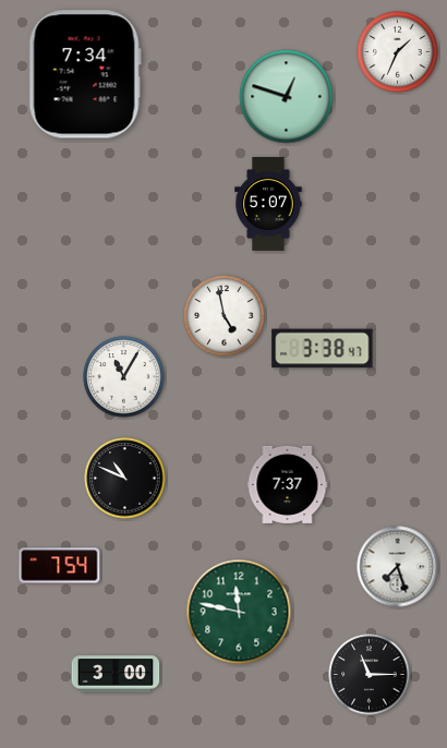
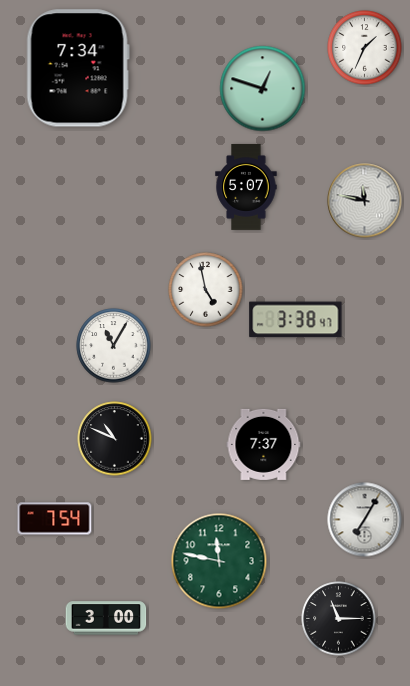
clock at (365, 201): none -> 11:47
clock at (398, 567): 7:27 -> 7:05
